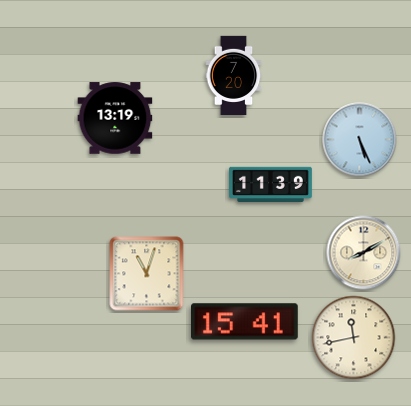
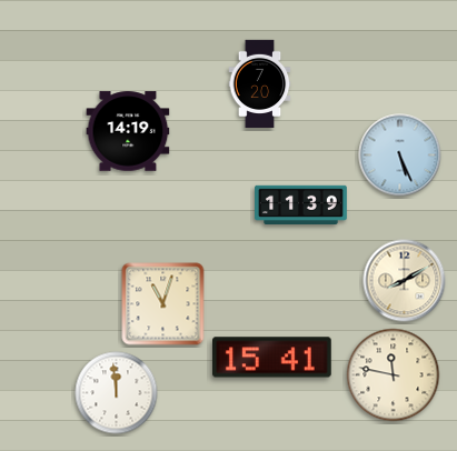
clock at (115, 118): 13:19 -> 14:19
clock at (354, 338): 11:43 -> 11:47
clock at (117, 393): none -> 11:59
